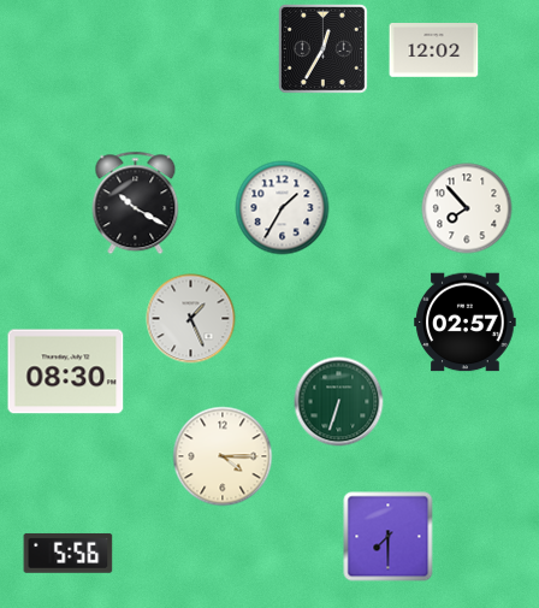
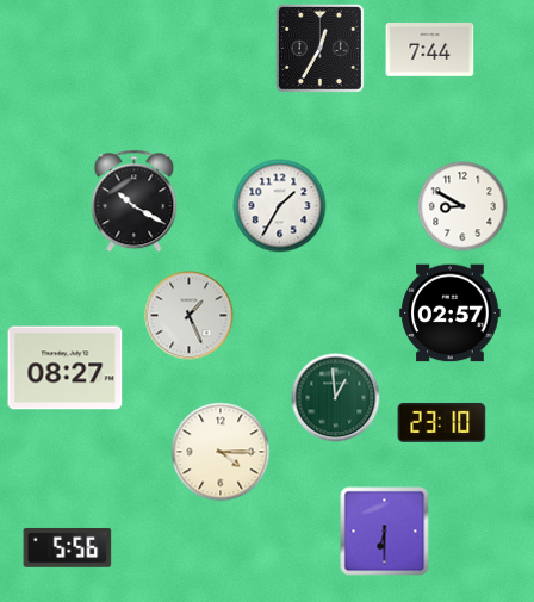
clock at (434, 51): 12:02 -> 7:44
clock at (467, 208): 7:53 -> 8:50
clock at (466, 323) position: (466, 323) -> (451, 314)
clock at (66, 372): 08:30 -> 08:27
clock at (339, 402): 6:33 -> 12:59
clock at (442, 423): none -> 23:10
clock at (389, 537): 7:30 -> 6:30
